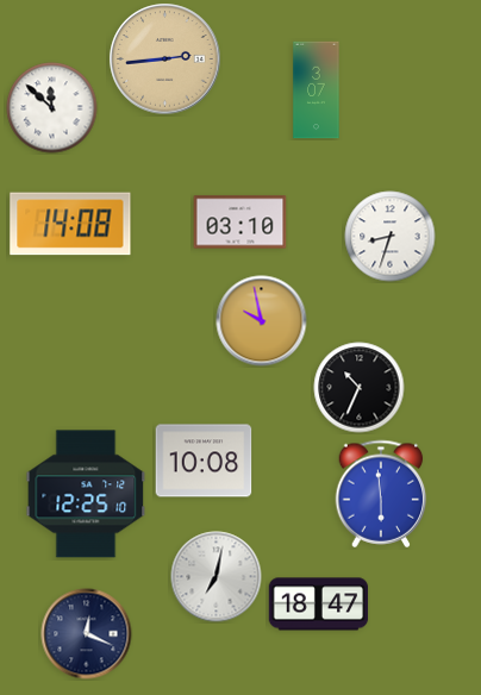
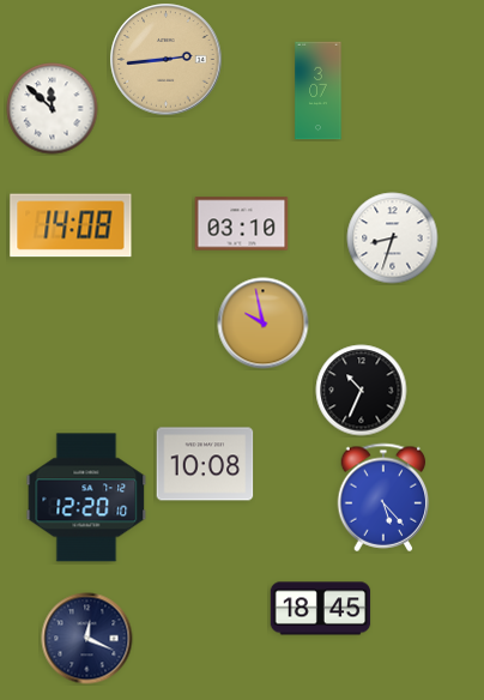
clock at (86, 494): 12:25 -> 12:20
clock at (381, 494): 5:59 -> 5:23
clock at (217, 577): 7:02 -> none
clock at (319, 605): 18:47 -> 18:45
